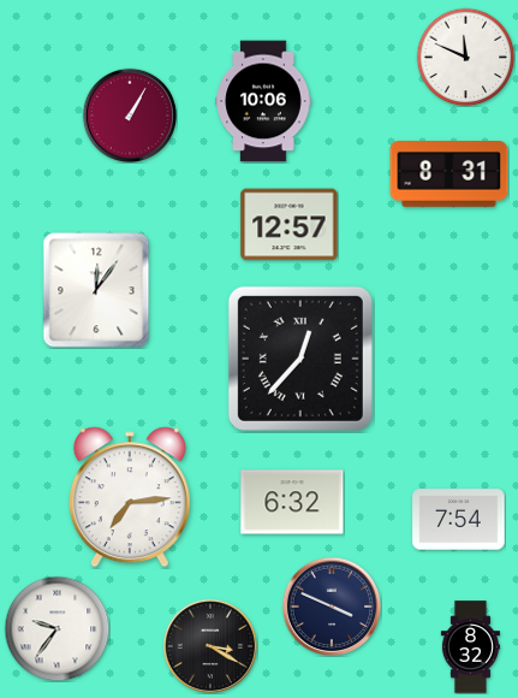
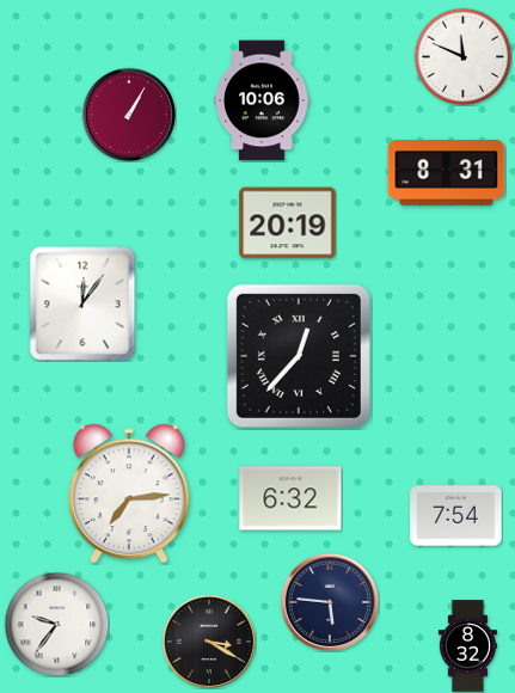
clock at (290, 225): 12:57 -> 20:19
clock at (96, 290) position: (96, 290) -> (82, 303)
clock at (332, 607): 3:49 -> 5:46
clock at (470, 647) position: (470, 647) -> (467, 646)
